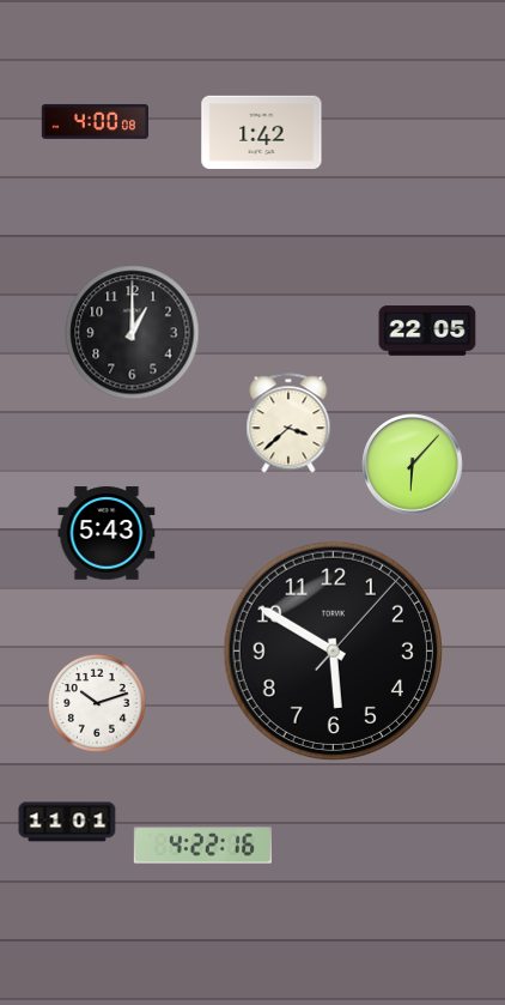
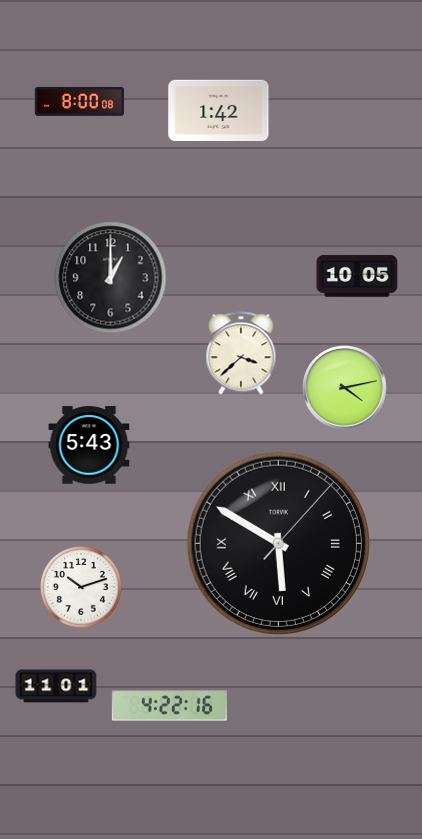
clock at (95, 121): 4:00 -> 8:00
clock at (427, 331): 22:05 -> 10:05
clock at (413, 465): 6:07 -> 4:13
clock at (333, 650) numerals: Arabic -> Roman
